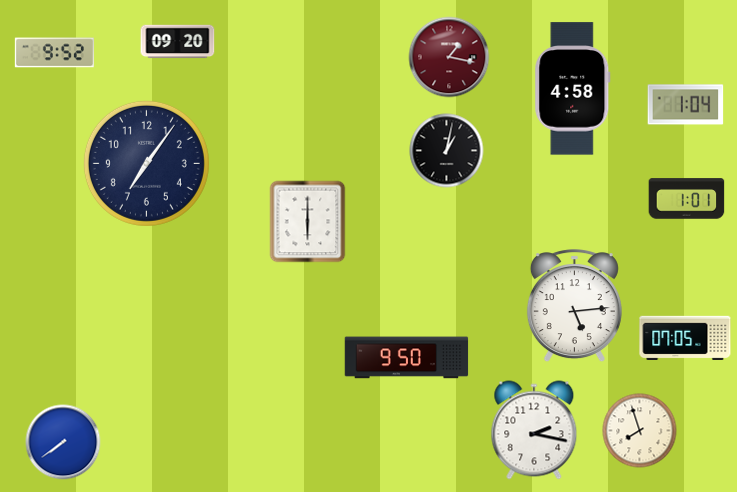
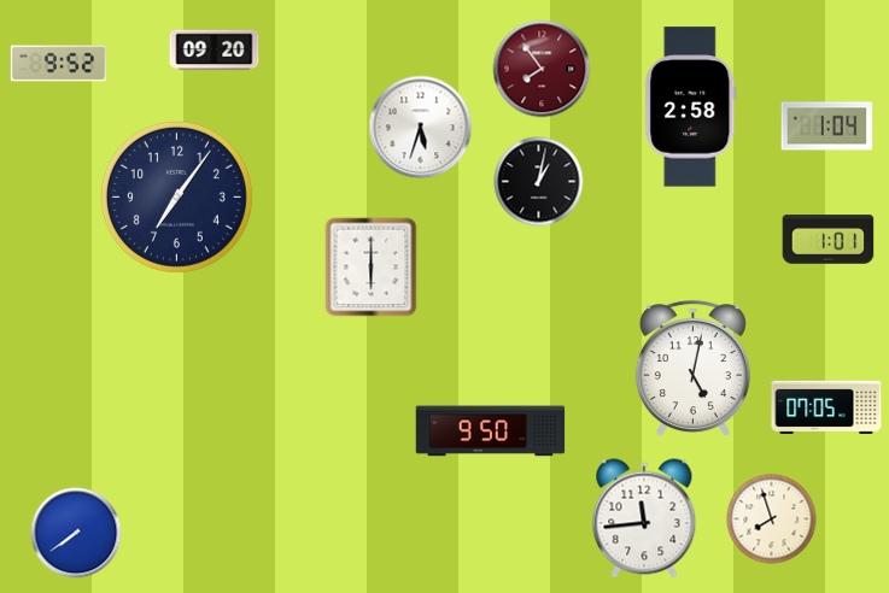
clock at (54, 53) position: (54, 53) -> (58, 64)
clock at (449, 57): 1:17 -> 7:54
clock at (573, 89): 4:58 -> 2:58
clock at (421, 128): none -> 5:33
clock at (574, 306): 5:14 -> 5:02
clock at (534, 430): 2:17 -> 11:44
